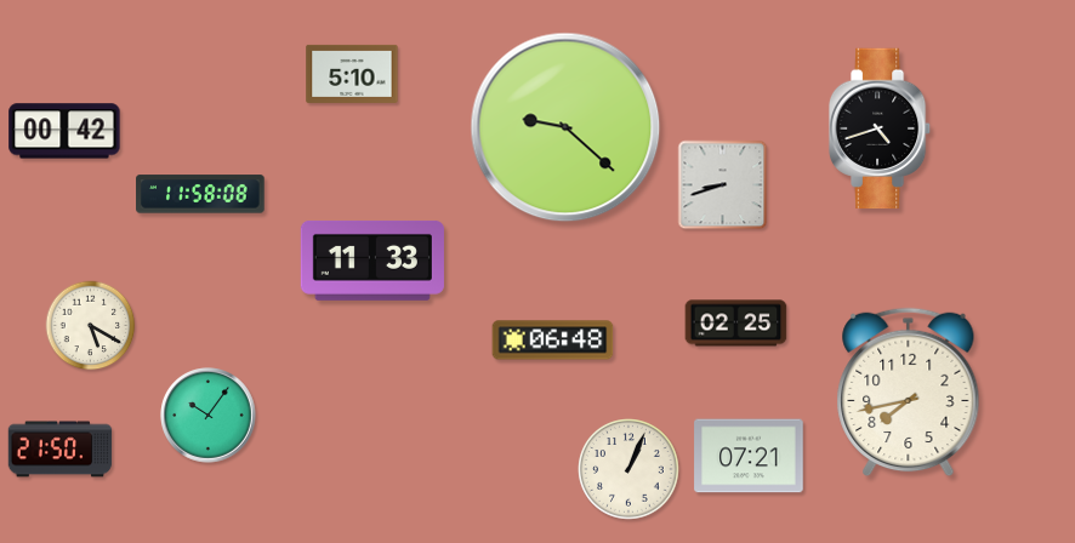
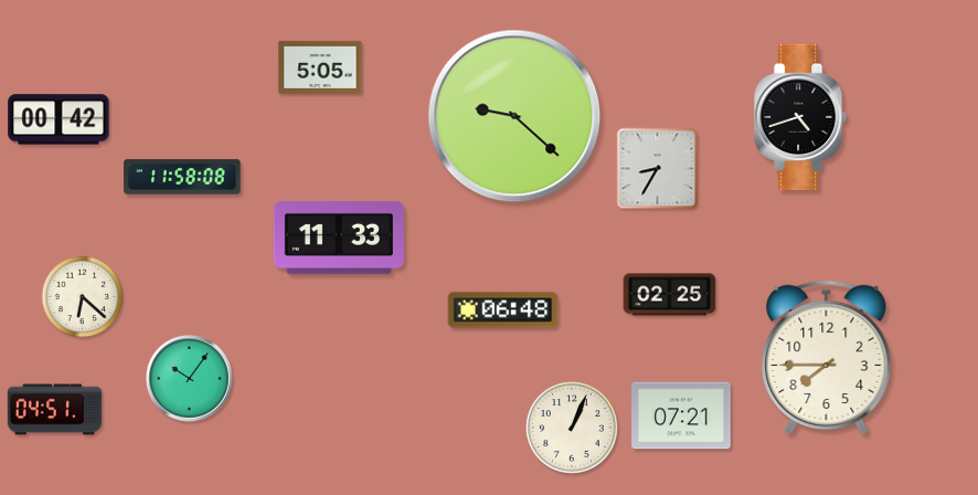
clock at (352, 74): 5:10 -> 5:05
clock at (723, 185): 8:42 -> 8:35
clock at (91, 326): 5:20 -> 6:22
clock at (909, 393): 7:43 -> 7:45
clock at (61, 450): 21:50 -> 04:51
